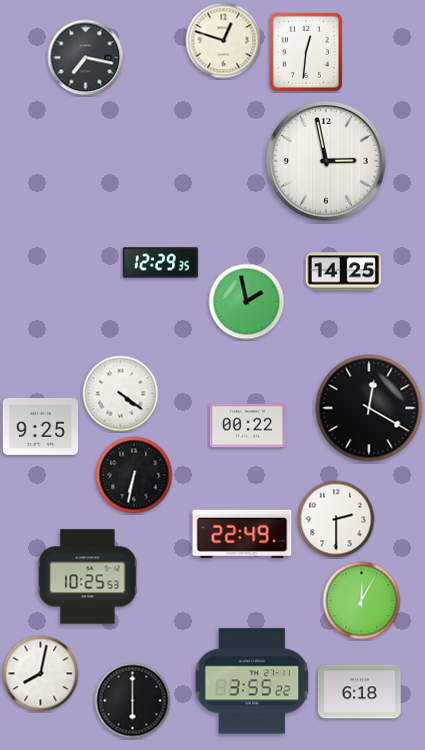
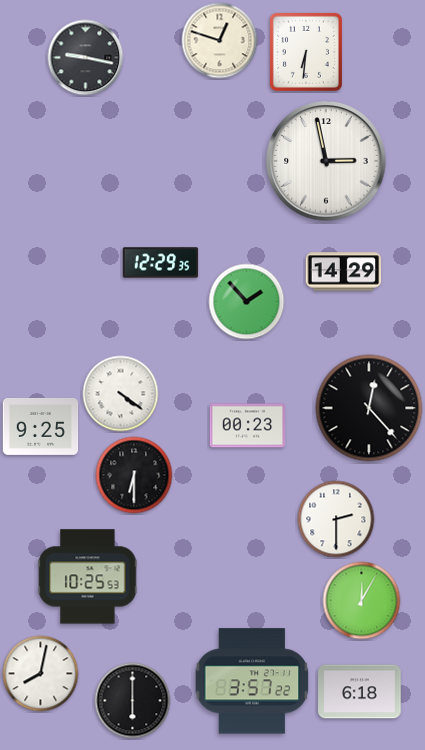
clock at (224, 41) position: (224, 41) -> (220, 41)
clock at (306, 52): 12:31 -> 6:31
clock at (86, 58): 7:17 -> 9:17
clock at (344, 272): 14:25 -> 14:29
clock at (247, 302): 1:58 -> 1:53
clock at (369, 408): 12:20 -> 12:23
clock at (248, 426): 00:22 -> 00:23
clock at (134, 475): 6:32 -> 6:30
clock at (242, 533): 22:49 -> none
clock at (252, 681): 3:55 -> 3:57
